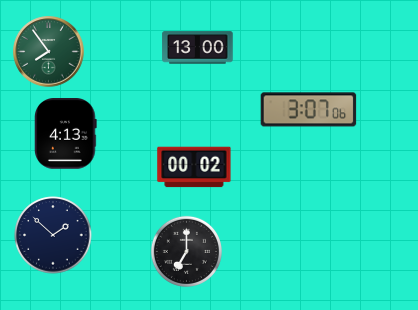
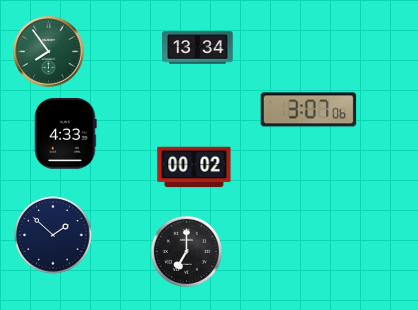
clock at (198, 48): 13:00 -> 13:34
clock at (66, 134): 4:13 -> 4:33
